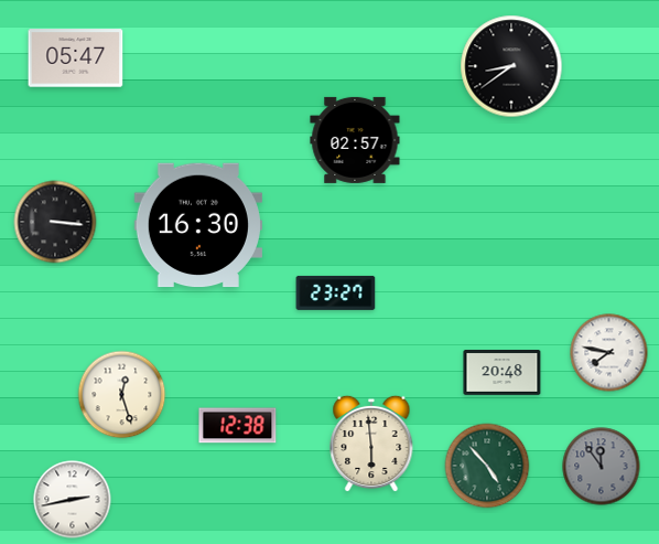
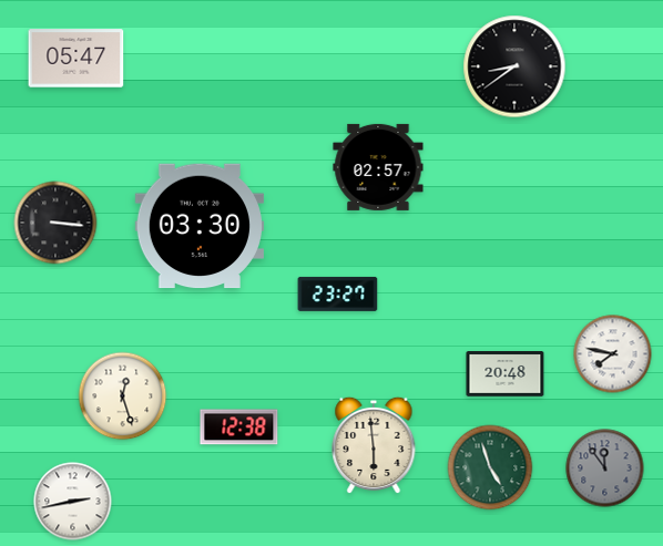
clock at (355, 140) position: (355, 140) -> (378, 167)
clock at (198, 225): 16:30 -> 03:30
clock at (487, 466): 4:53 -> 4:57
